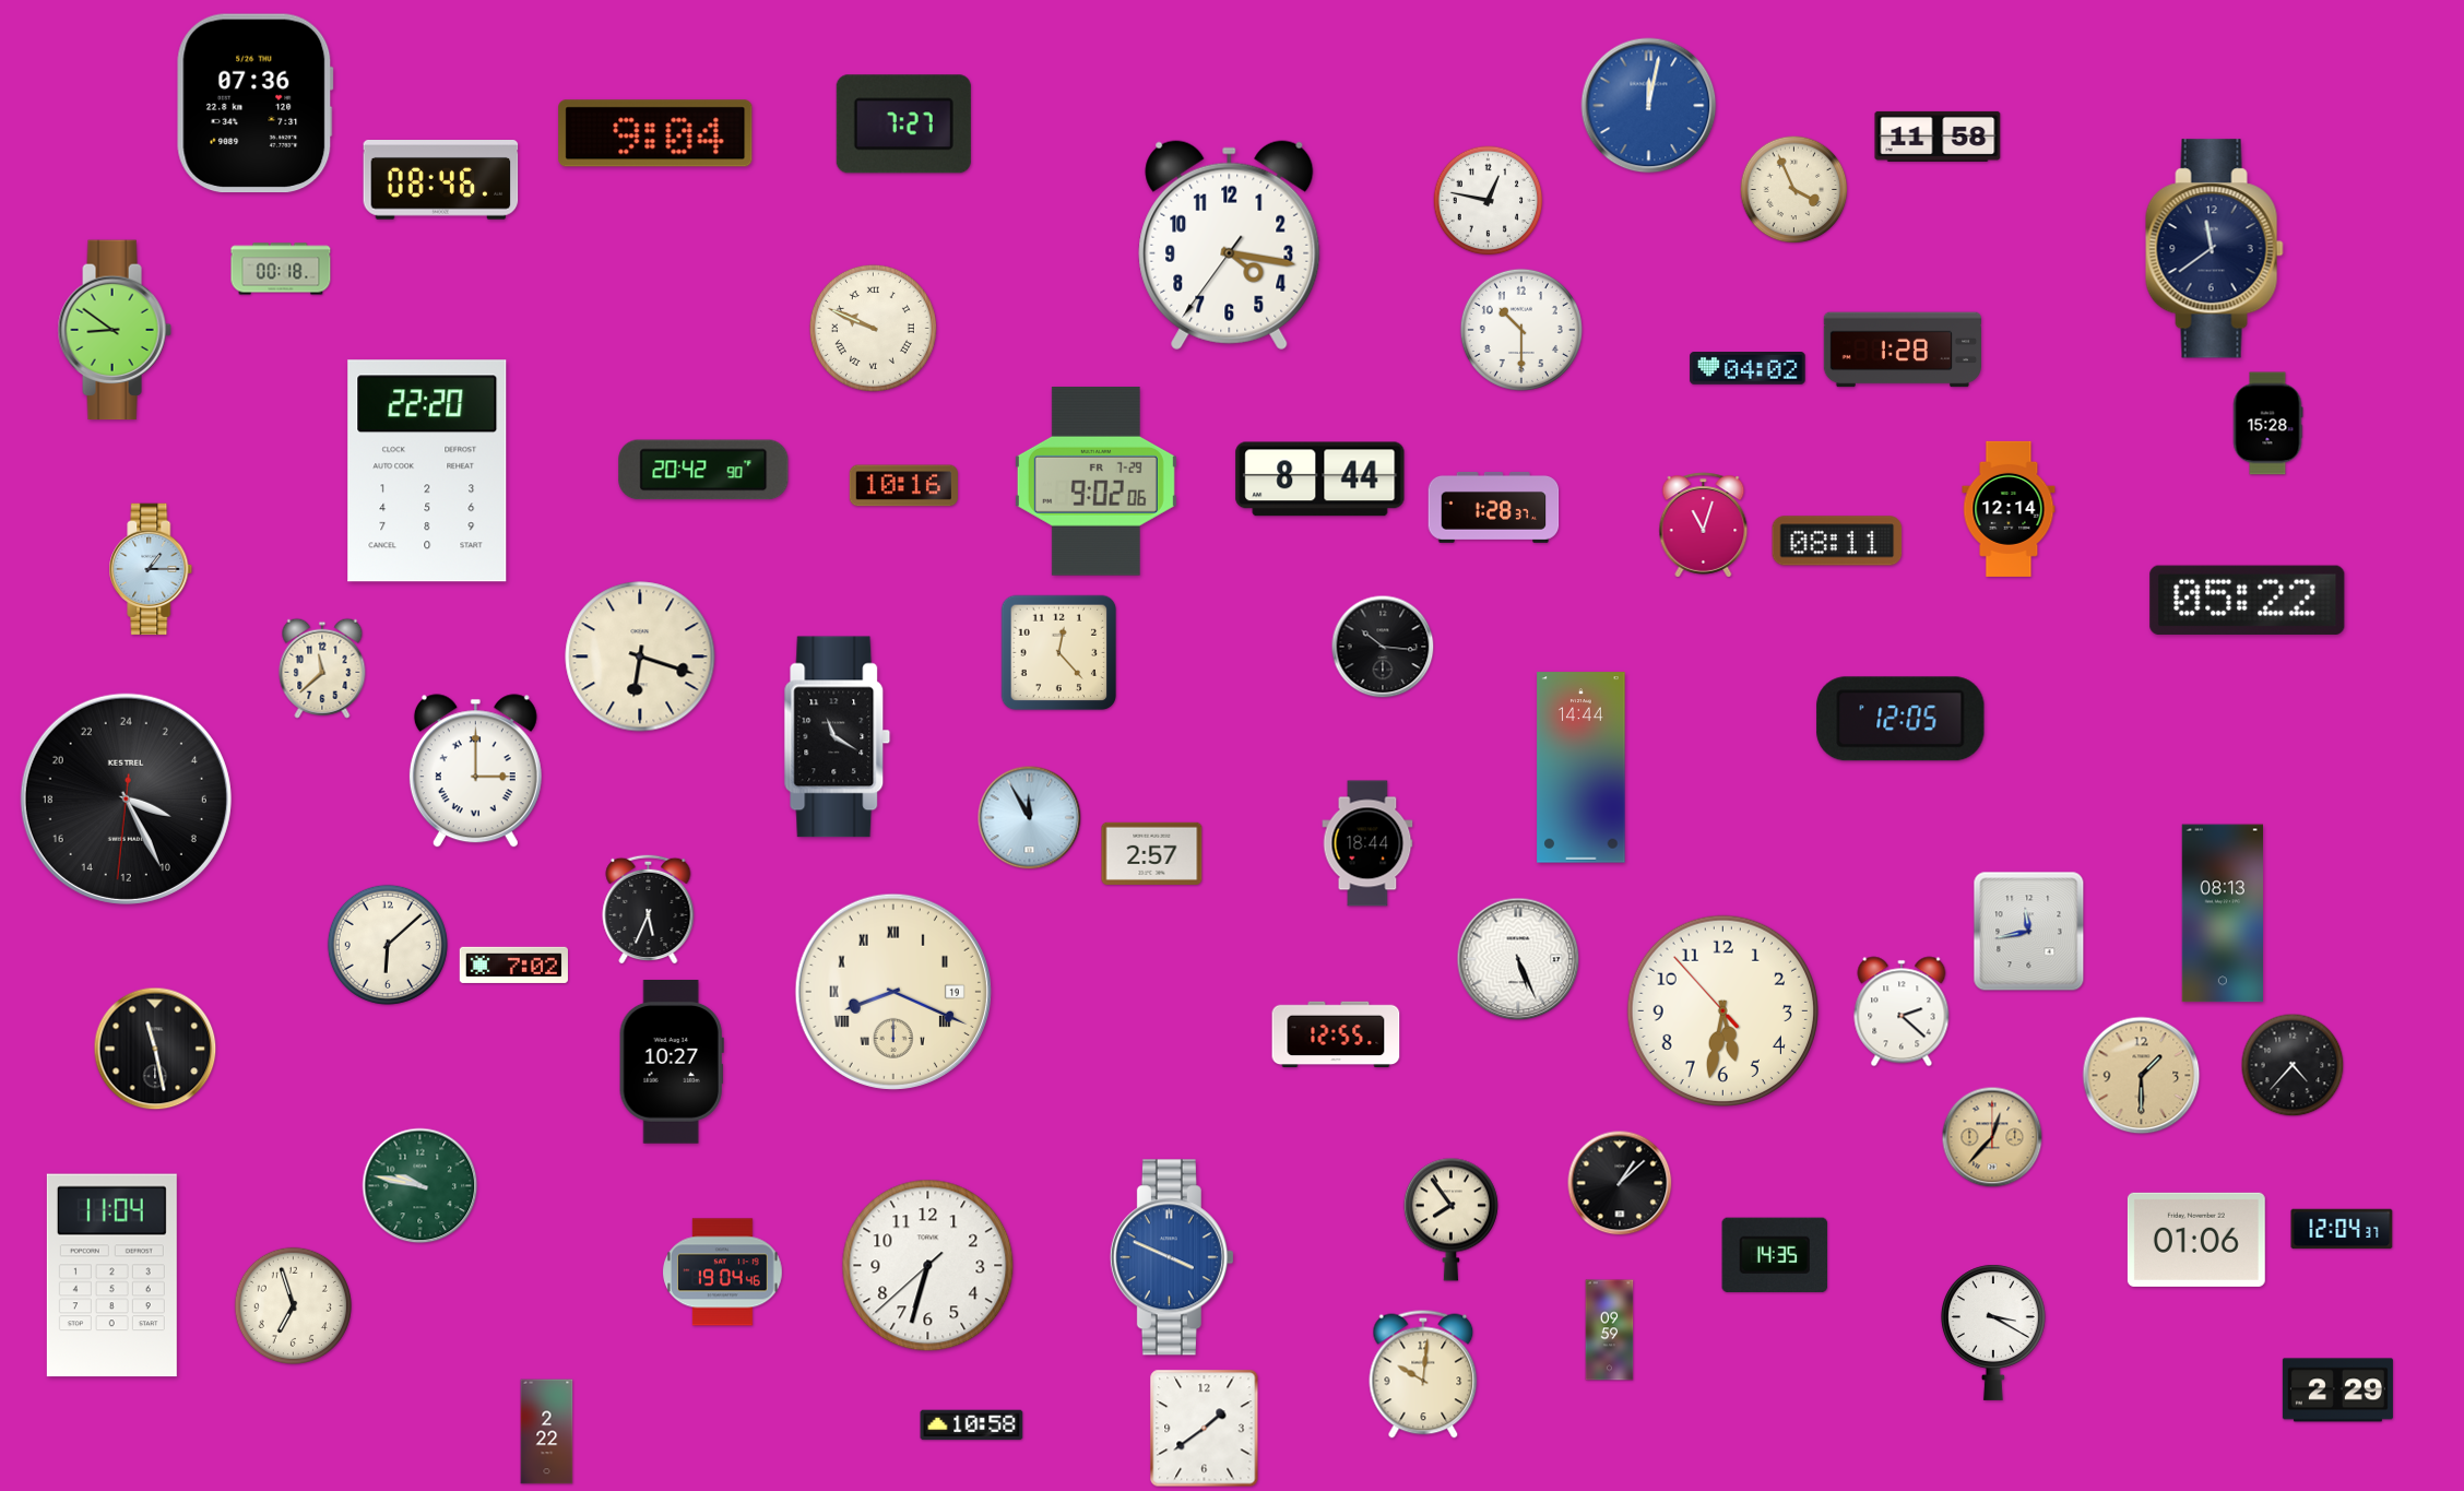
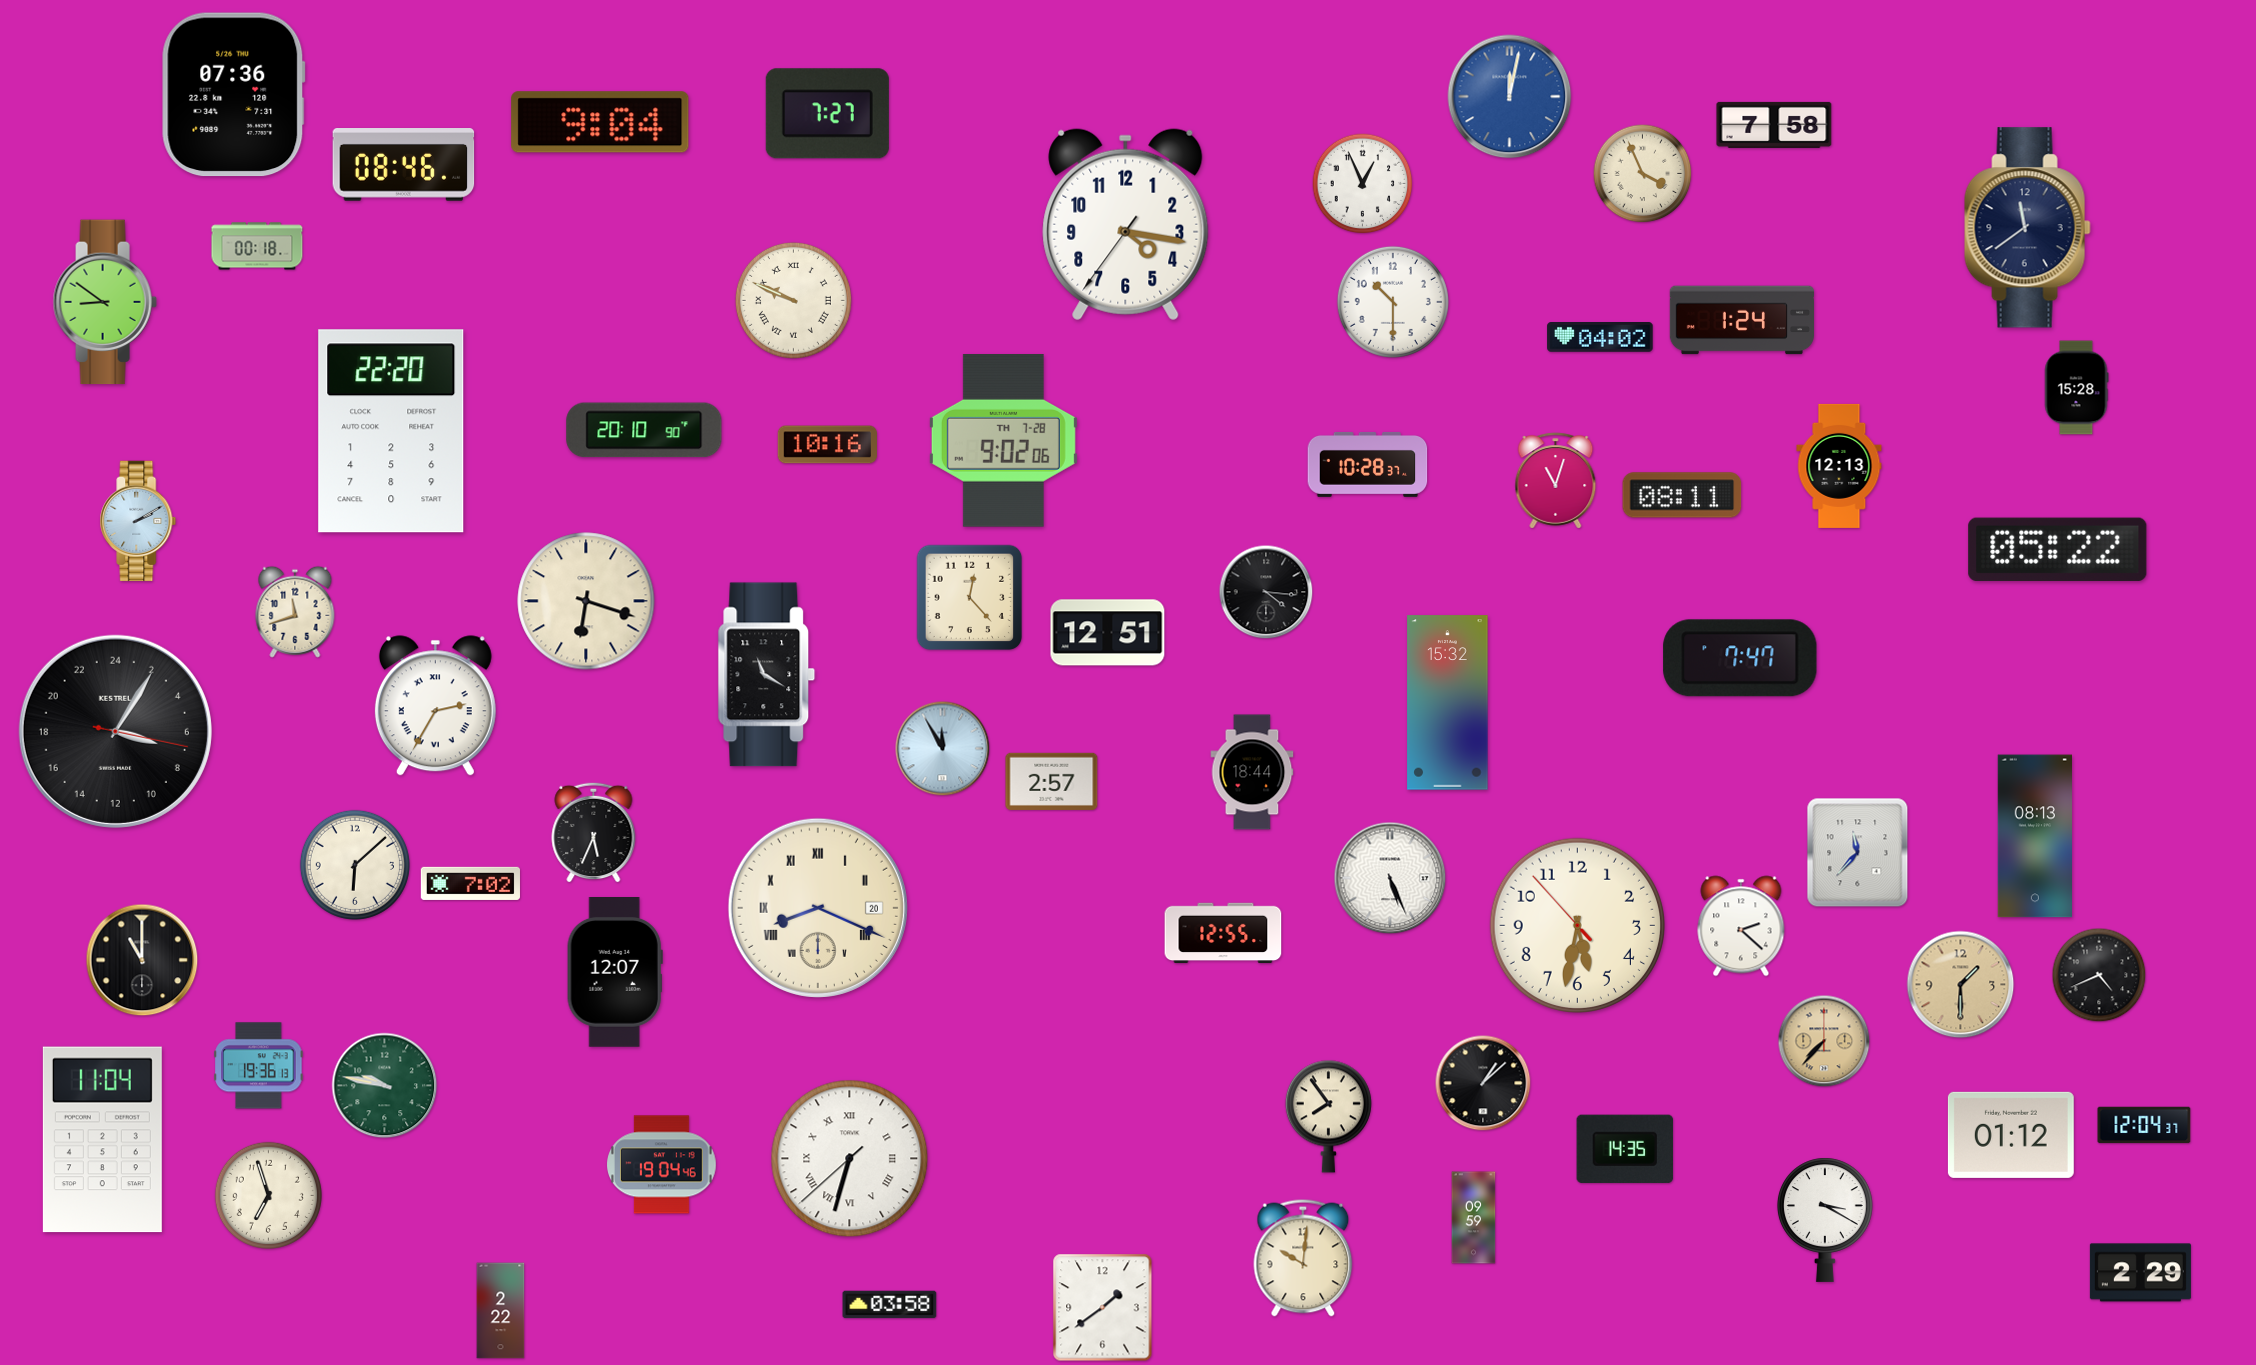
clock at (1938, 137): 11:58 -> 7:58
clock at (1489, 201): 12:47 -> 12:56
clock at (873, 328) position: (873, 328) -> (793, 300)
clock at (1902, 350): 1:28 -> 1:24
clock at (703, 470): 20:42 -> 20:10
clock at (1320, 480): 8:44 -> none
clock at (1095, 482) date: FR 7-29 -> TH 7-28
clock at (1494, 507): 1:28 -> 10:28
clock at (2009, 509): 12:14 -> 12:13
clock at (1704, 525) position: (1704, 525) -> (1556, 481)
clock at (151, 569): 1:15 -> 2:10
clock at (1383, 647): 10:16 -> 4:16
clock at (322, 668): 11:38 -> 11:42
clock at (1108, 633): none -> 12:51
clock at (1900, 719): 12:05 -> 7:47
clock at (1582, 768): 14:44 -> 15:32
clock at (475, 771): 3:00 -> 2:35
clock at (126, 798): 7:25 -> 7:05
clock at (1152, 853) position: (1152, 853) -> (1052, 781)
clock at (2029, 932): 11:43 -> 11:37
clock at (893, 992) date: 19 -> 20
clock at (1336, 1034) position: (1336, 1034) -> (1223, 933)
clock at (155, 1049): 11:28 -> 11:00
clock at (672, 1063): 10:27 -> 12:07
clock at (2293, 1065): 4:37 -> 4:41
clock at (1992, 1137): 12:37 -> 7:37
clock at (259, 1066): none -> 19:36
clock at (2196, 1240): 01:06 -> 01:12
clock at (1172, 1257): 3:49 -> none
clock at (928, 1266) numerals: Arabic -> Roman
clock at (111, 1276) position: (111, 1276) -> (102, 1140)
clock at (972, 1425): 10:58 -> 03:58
